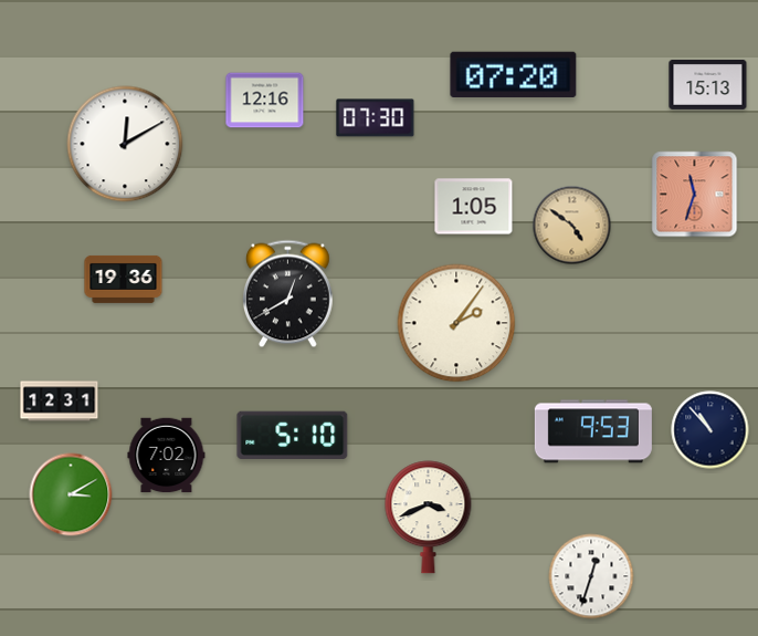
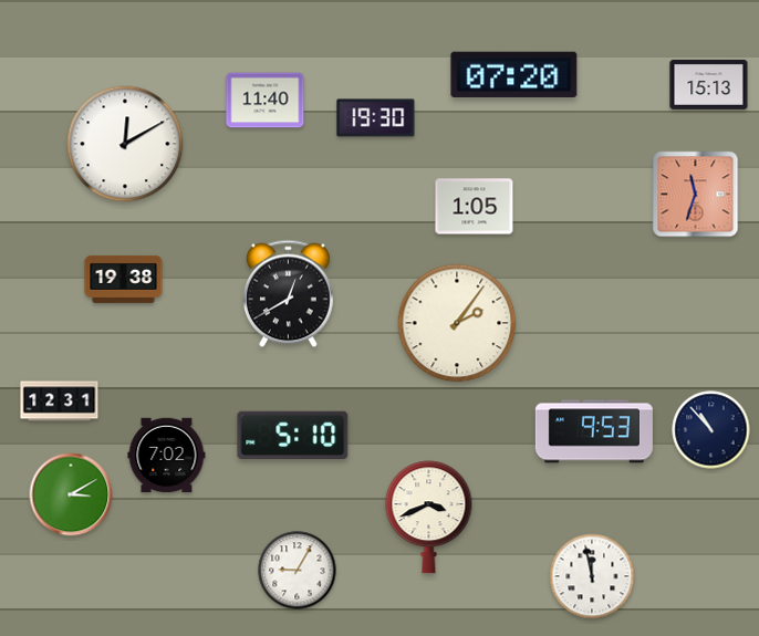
clock at (265, 101): 12:16 -> 11:40
clock at (376, 118): 07:30 -> 19:30
clock at (572, 226): 4:51 -> none
clock at (124, 279): 19:36 -> 19:38
clock at (298, 571): none -> 9:05
clock at (591, 576): 12:33 -> 11:58
